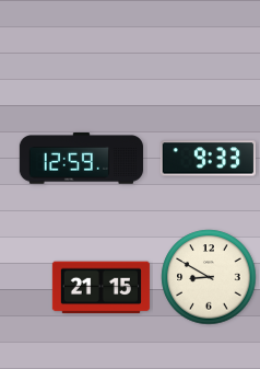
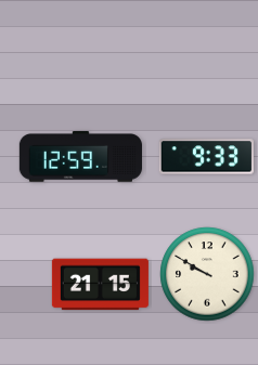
clock at (209, 277): 8:50 -> 9:50
